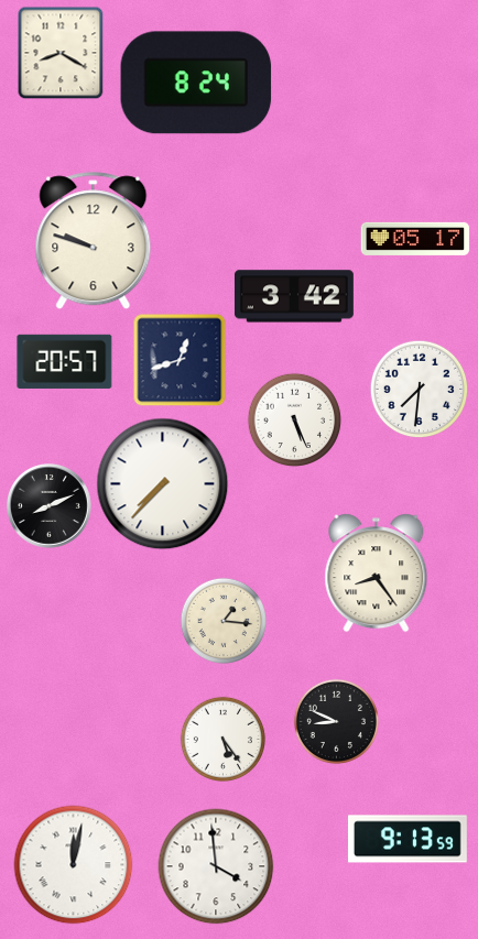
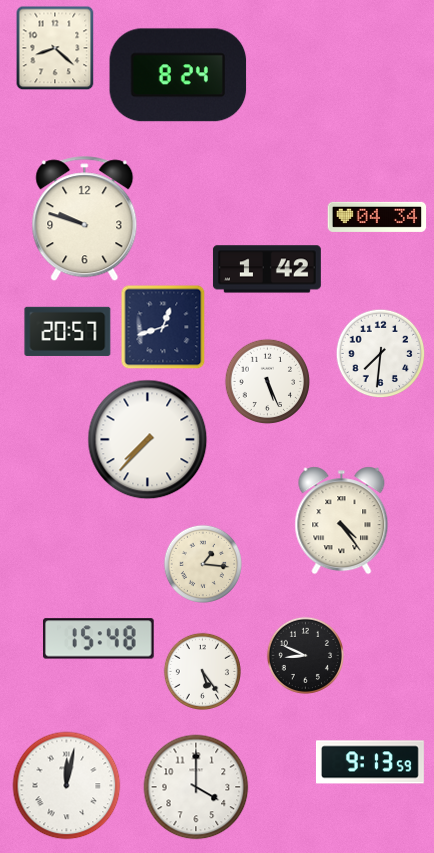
clock at (61, 53): 8:20 -> 8:22
clock at (415, 239): 05:17 -> 04:34
clock at (294, 296): 3:42 -> 1:42
clock at (65, 361) position: (65, 361) -> (68, 331)
clock at (50, 506): 8:11 -> none
clock at (377, 574): 8:24 -> 4:24
clock at (99, 639): none -> 15:48
clock at (216, 866): 3:59 -> 4:00
